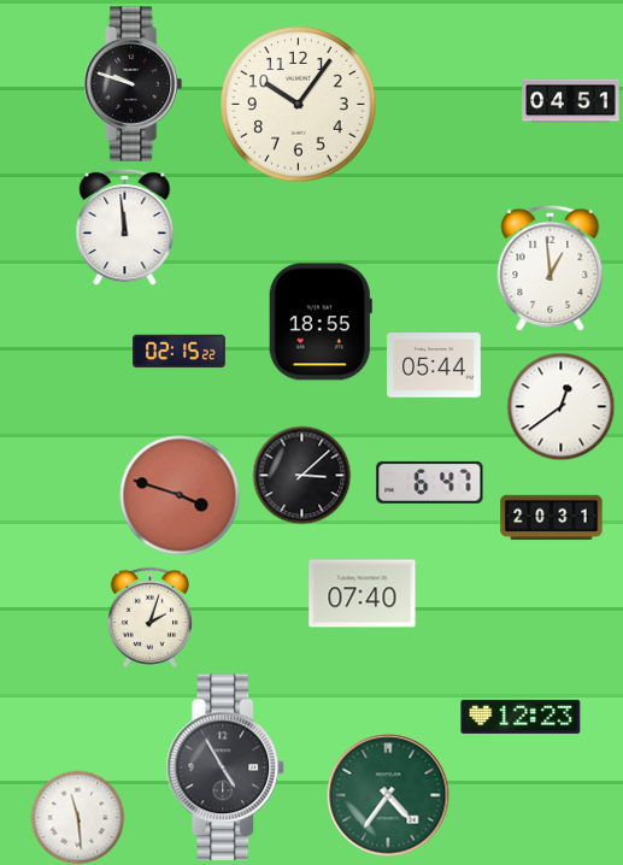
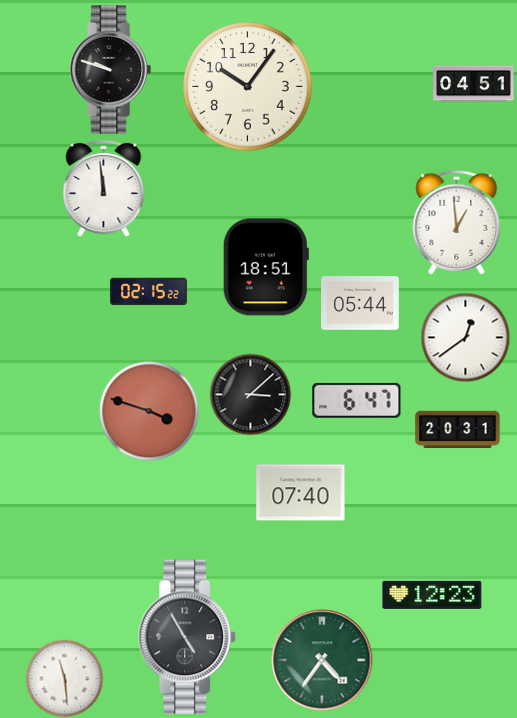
clock at (321, 322): 18:55 -> 18:51
clock at (149, 617): 2:03 -> none
